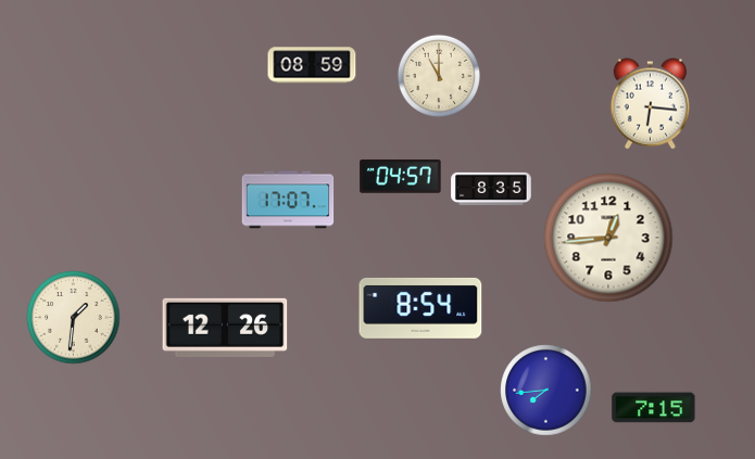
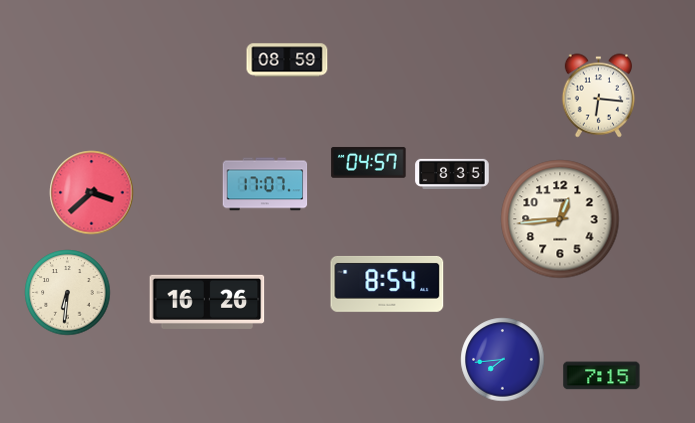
clock at (438, 75): 11:00 -> none
clock at (92, 193): none -> 3:38
clock at (74, 318): 1:31 -> 6:31
clock at (225, 328): 12:26 -> 16:26
